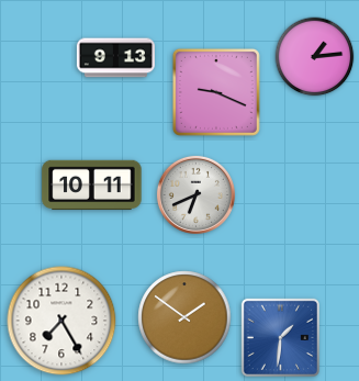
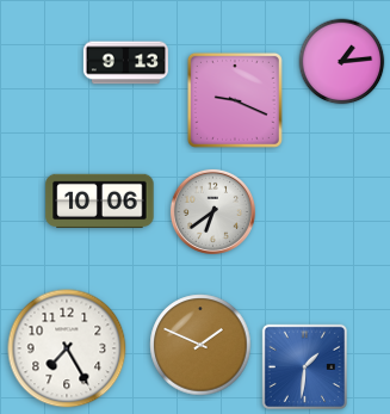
clock at (92, 186): 10:11 -> 10:06
clock at (195, 194): 6:41 -> 6:39
clock at (184, 317): 1:51 -> 1:49
